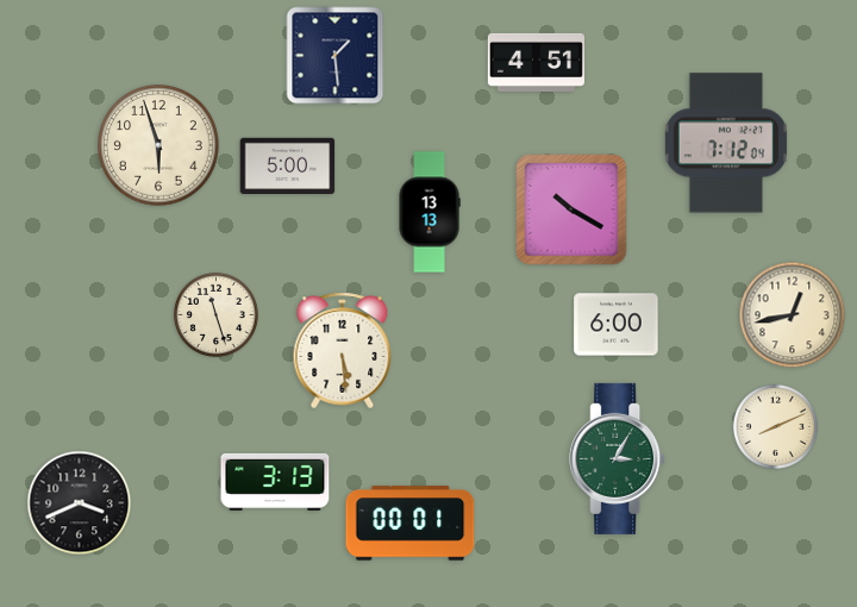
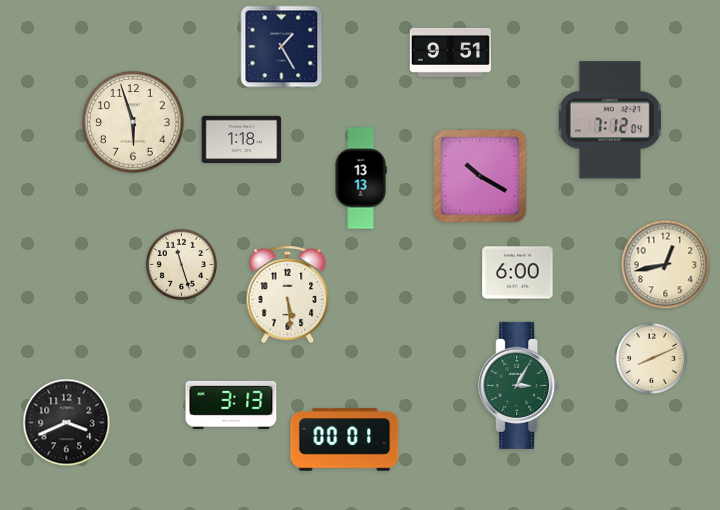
clock at (336, 56): 1:29 -> 1:25
clock at (536, 62): 4:51 -> 9:51
clock at (288, 165): 5:00 -> 1:18
